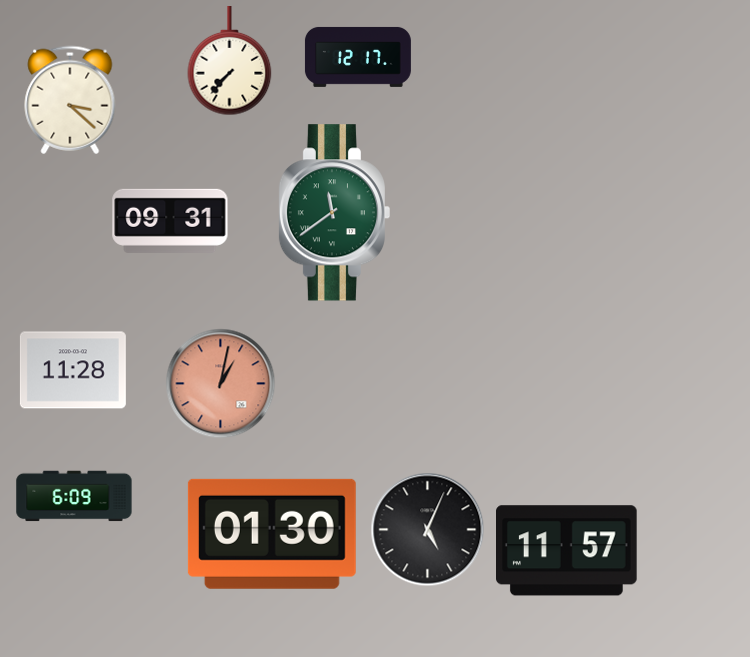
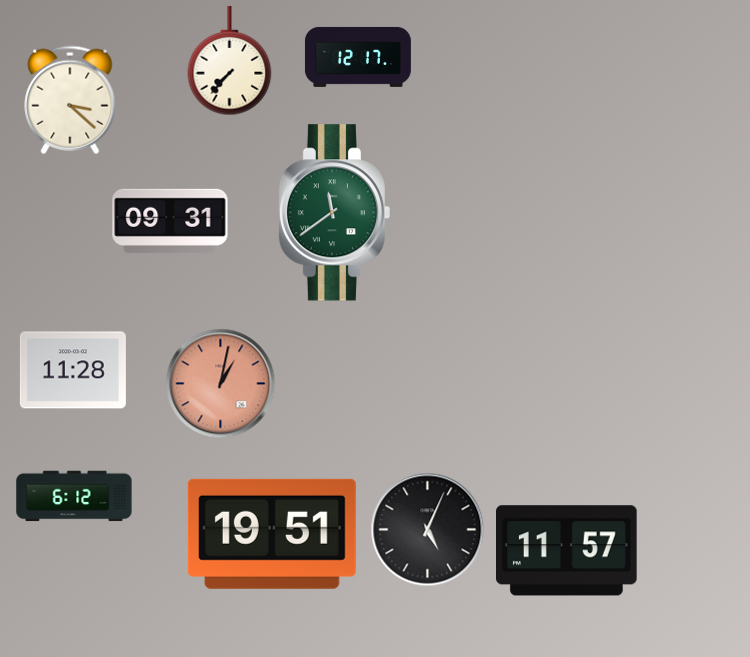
clock at (74, 496): 6:09 -> 6:12
clock at (272, 534): 01:30 -> 19:51
